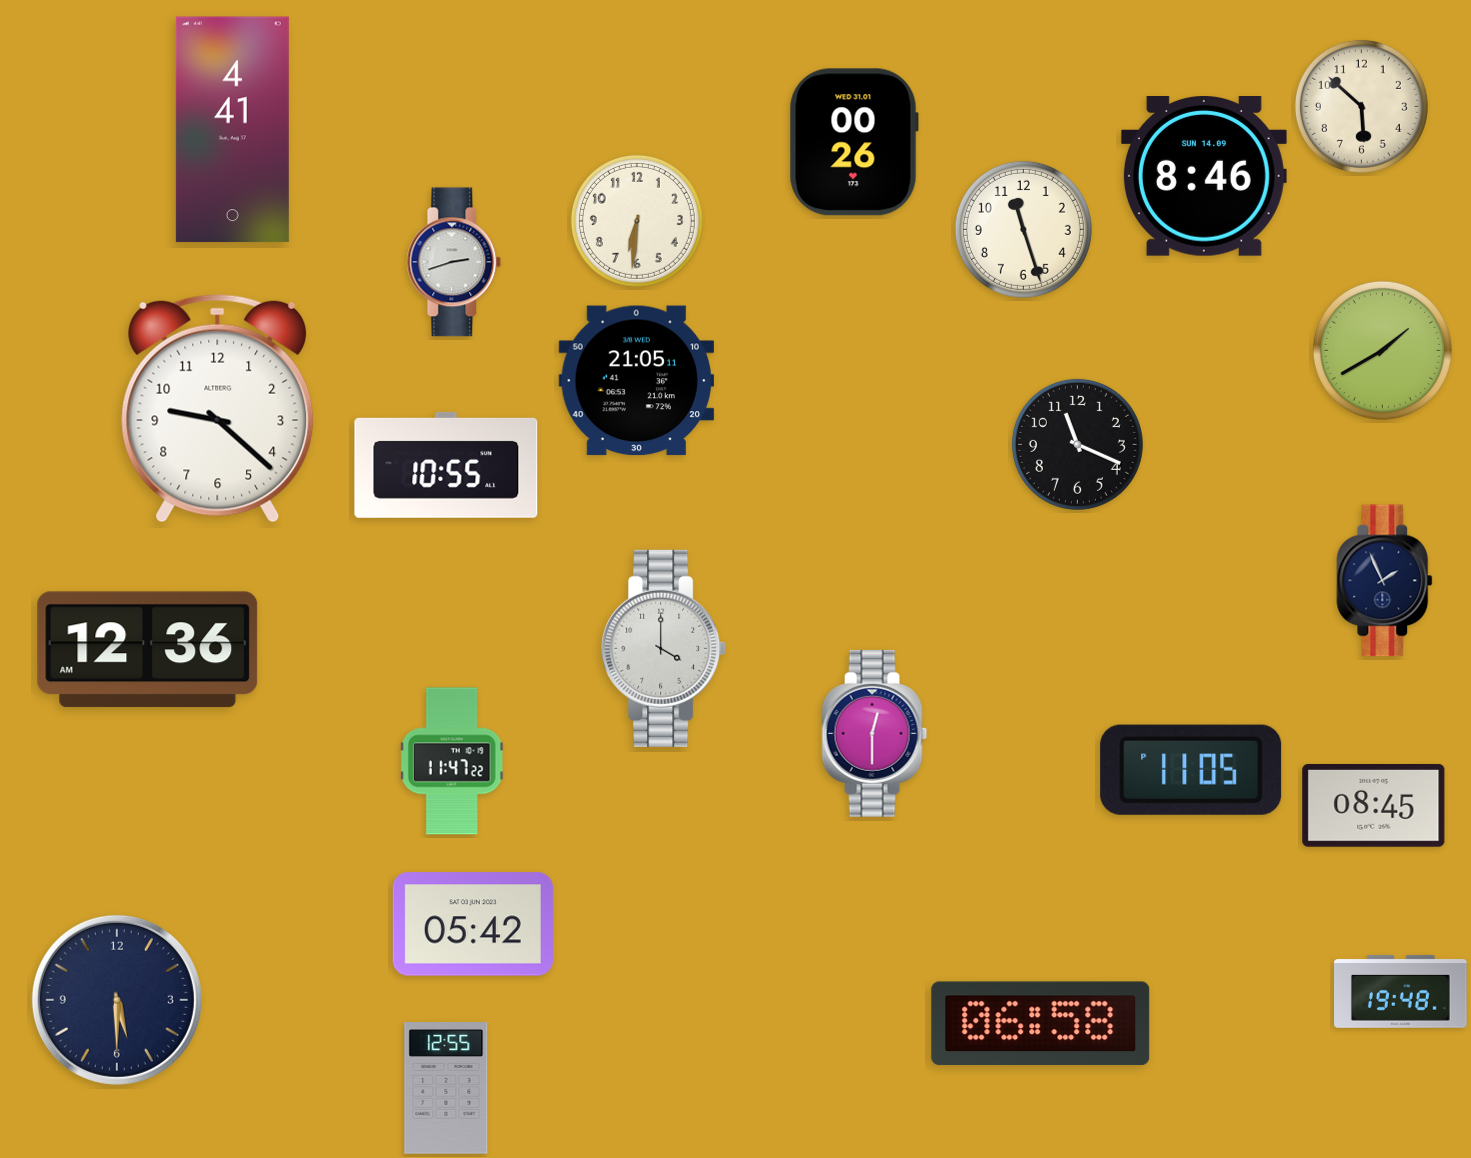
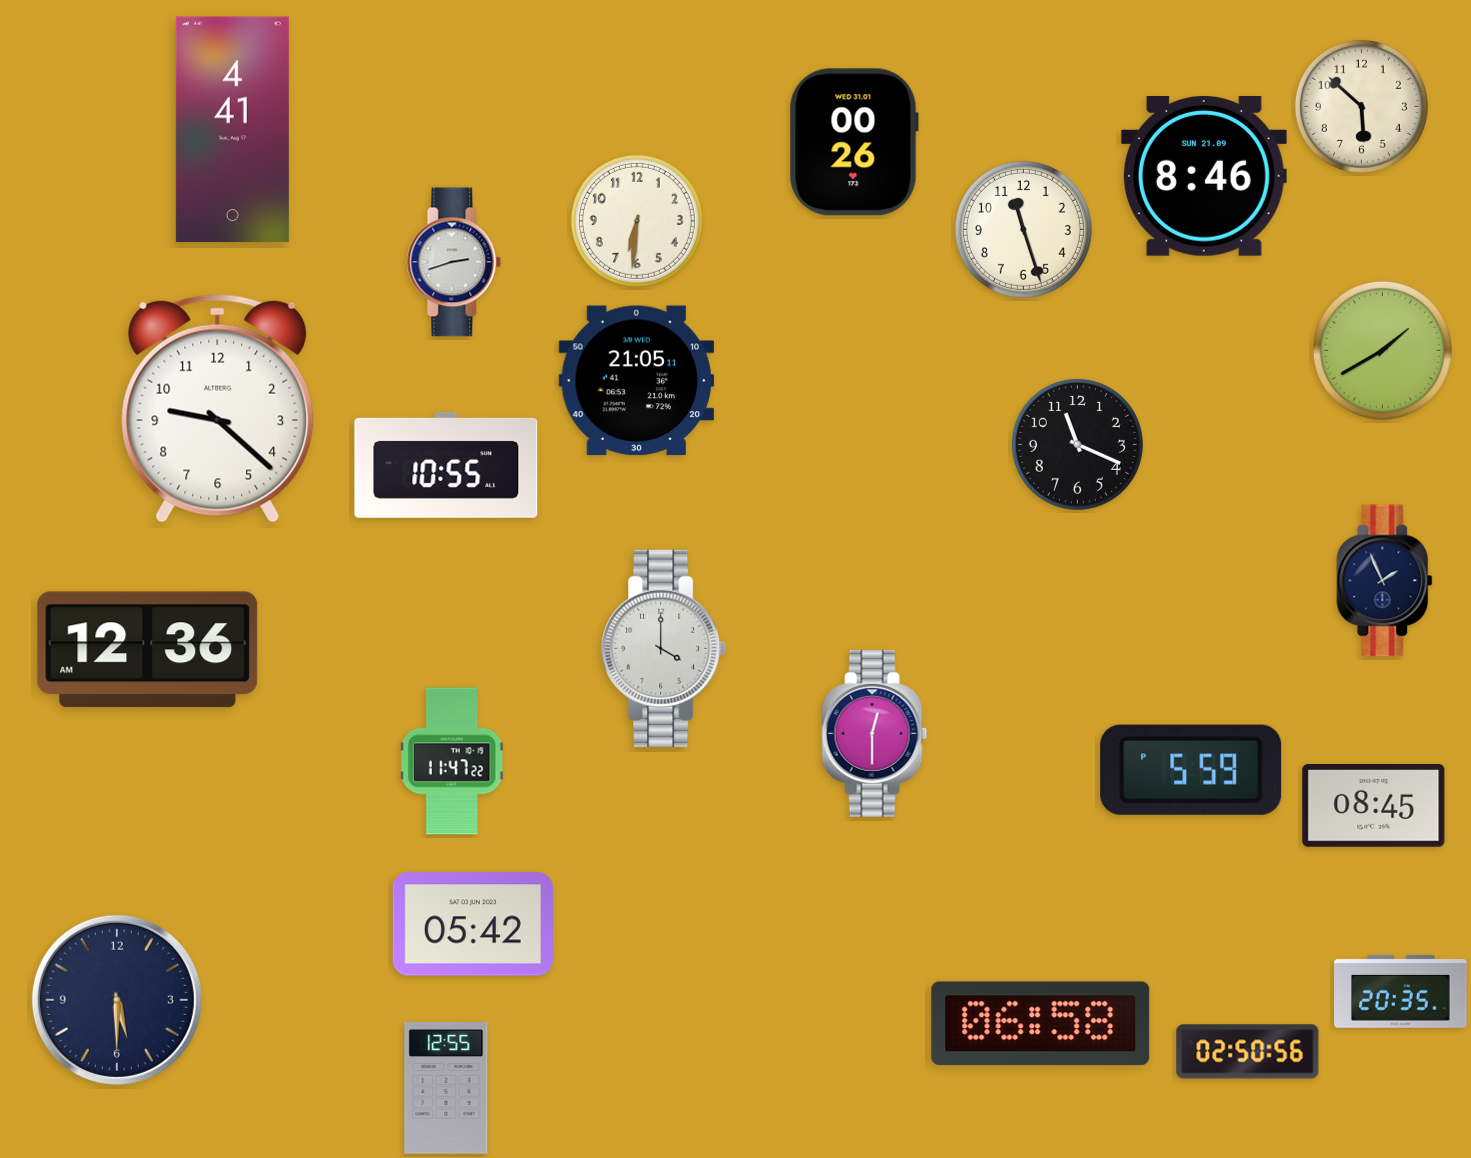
clock at (1204, 177) date: SUN 14.09 -> SUN 21.09
clock at (1191, 770): 11:05 -> 5:59
clock at (1401, 991): 19:48 -> 20:35
clock at (1248, 1052): none -> 02:50
